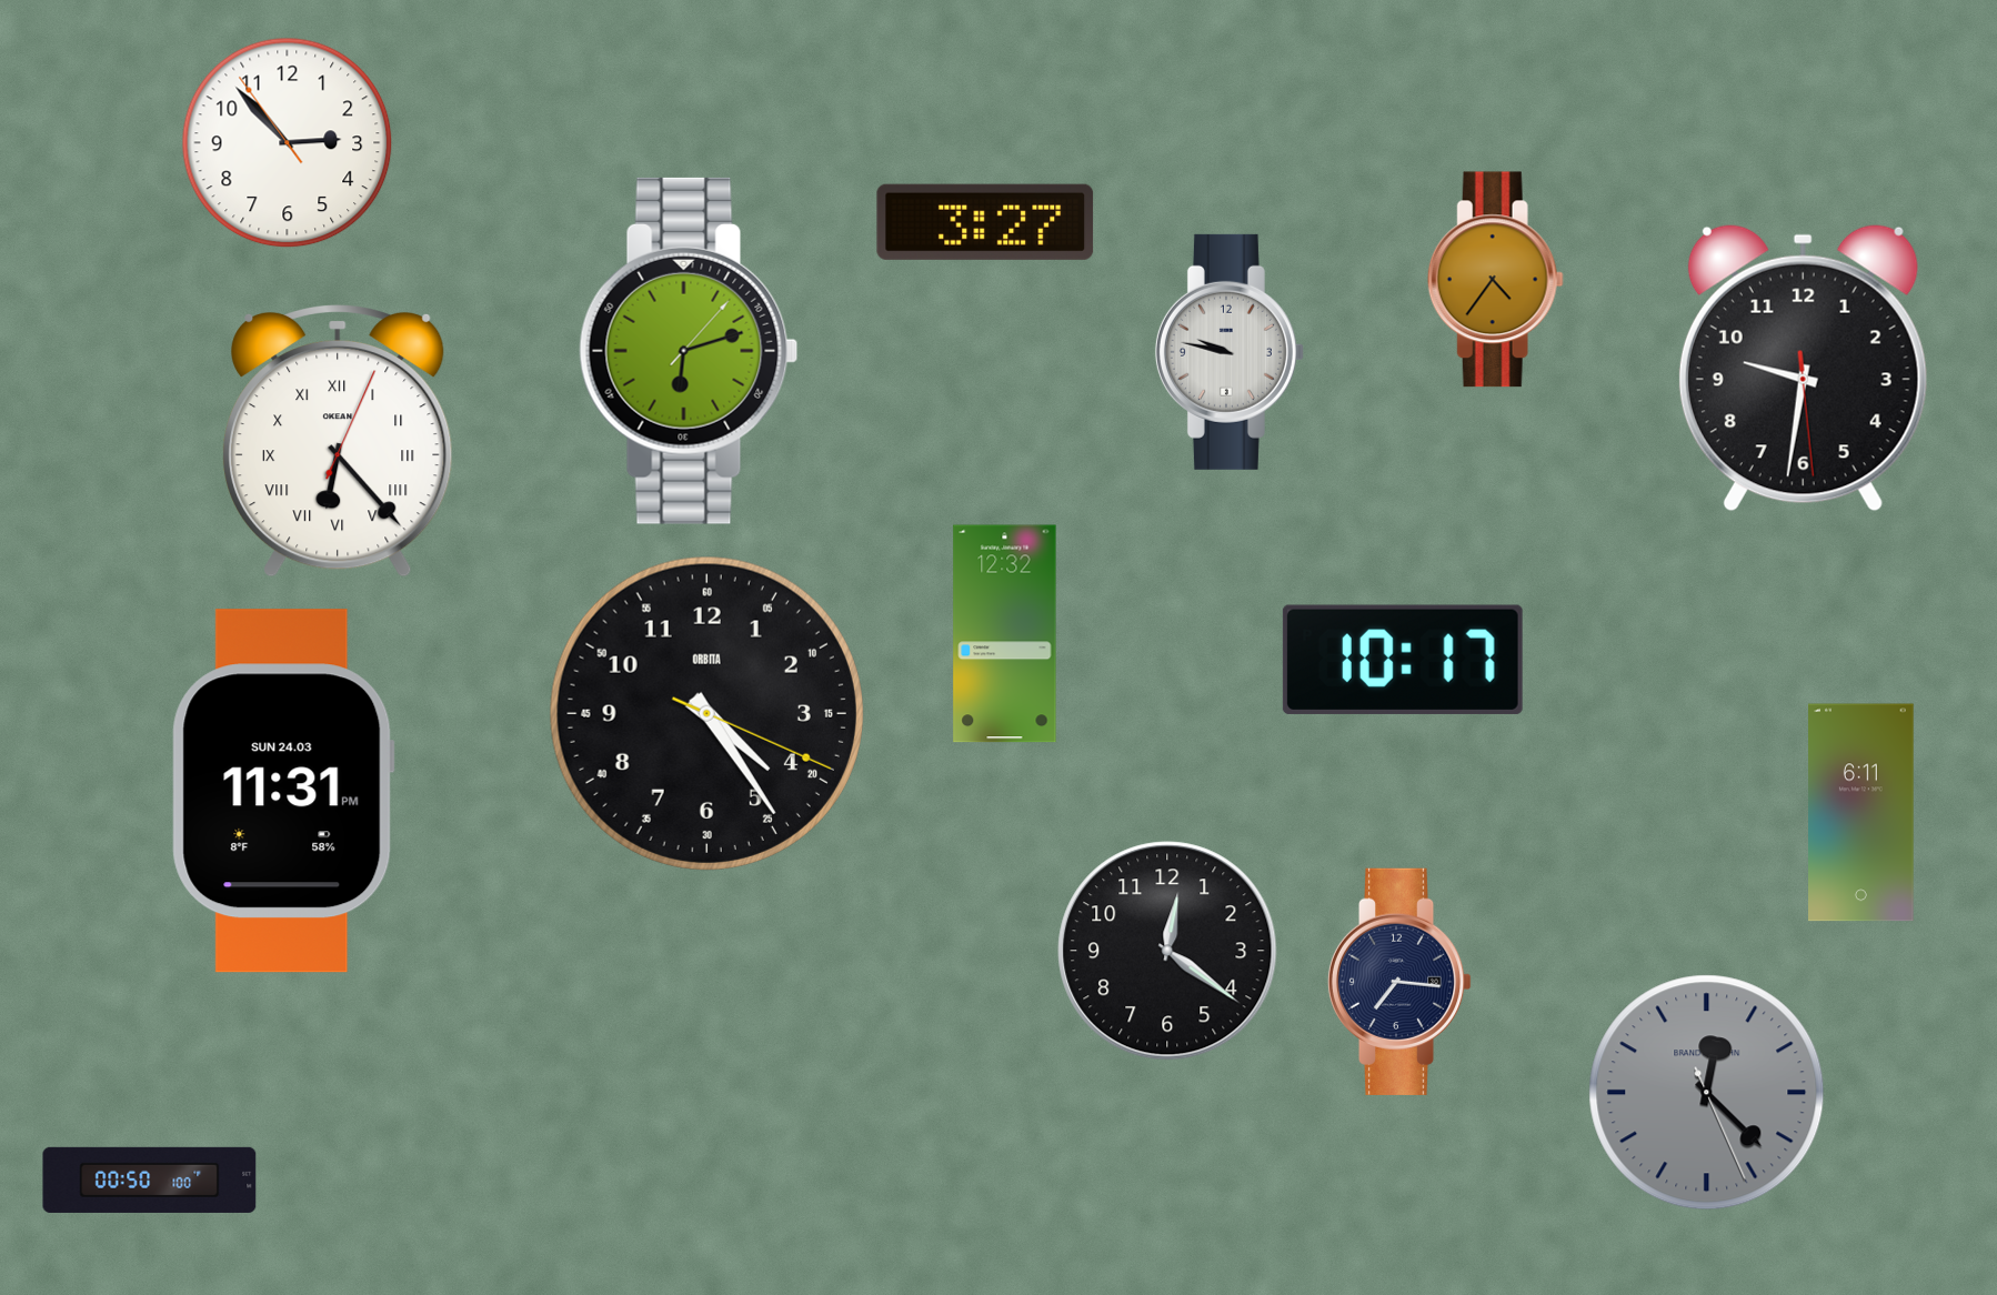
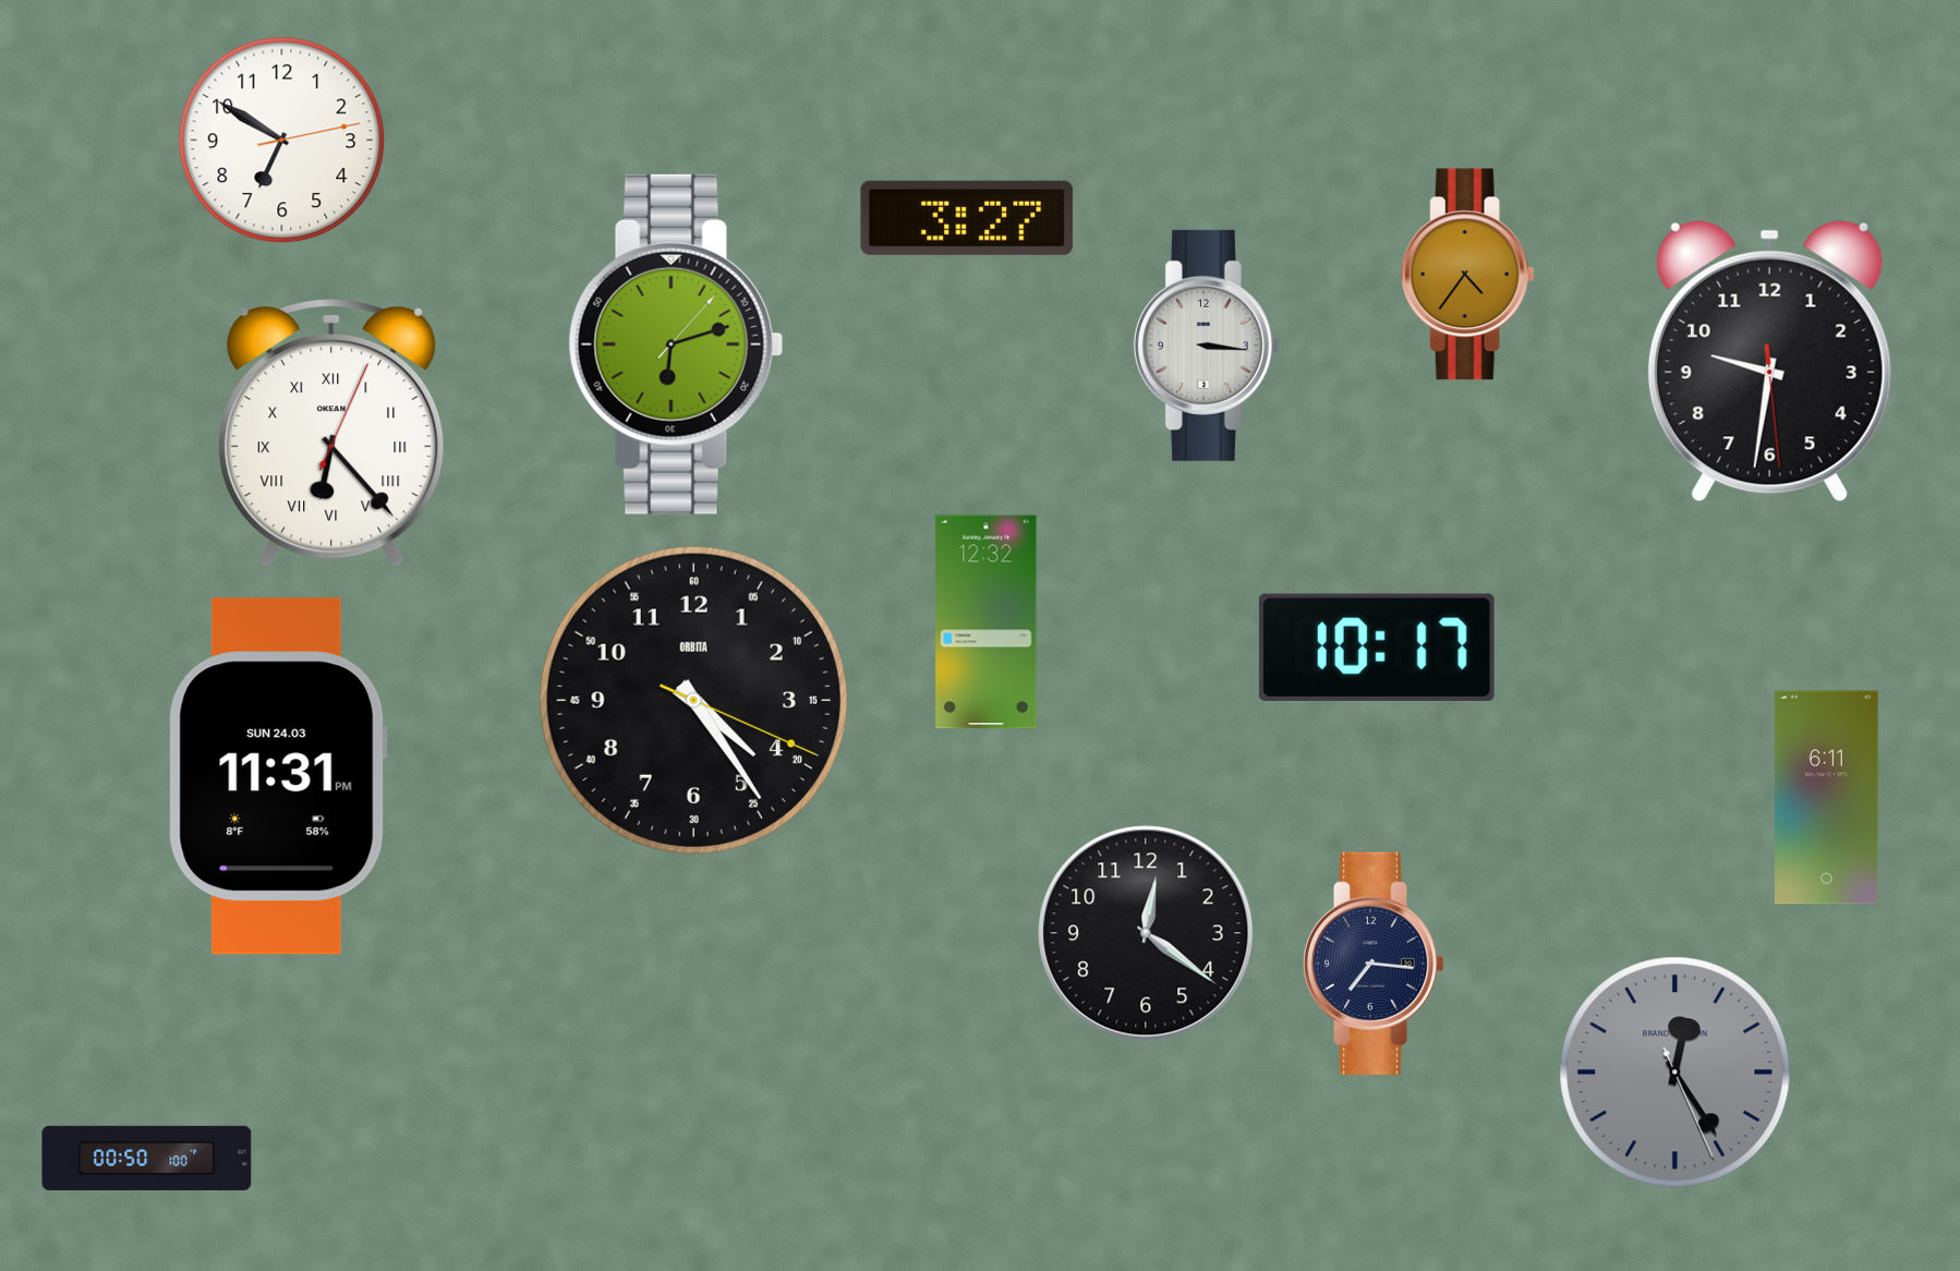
clock at (288, 143): 2:52 -> 6:50
clock at (1230, 352): 9:47 -> 3:16
clock at (1707, 1093): 12:22 -> 12:24
